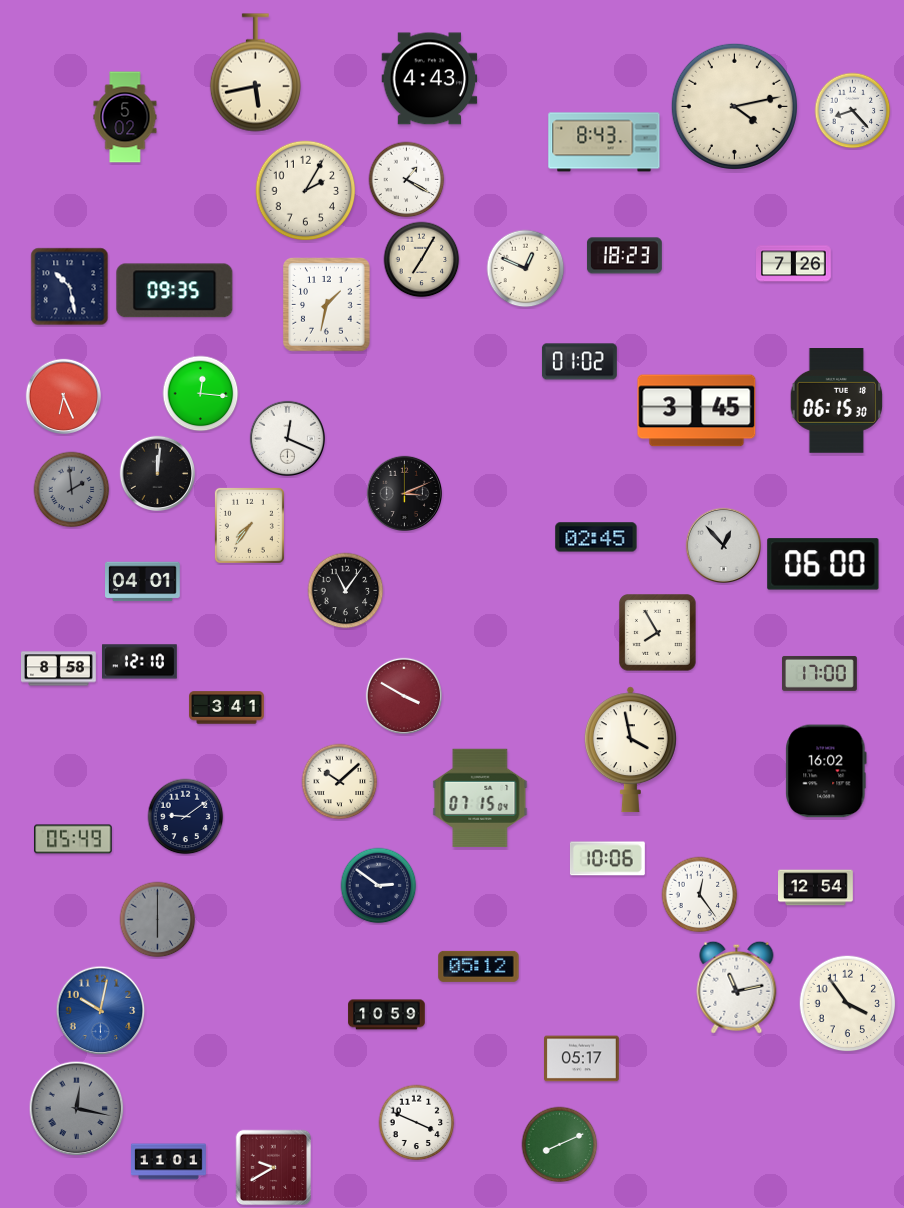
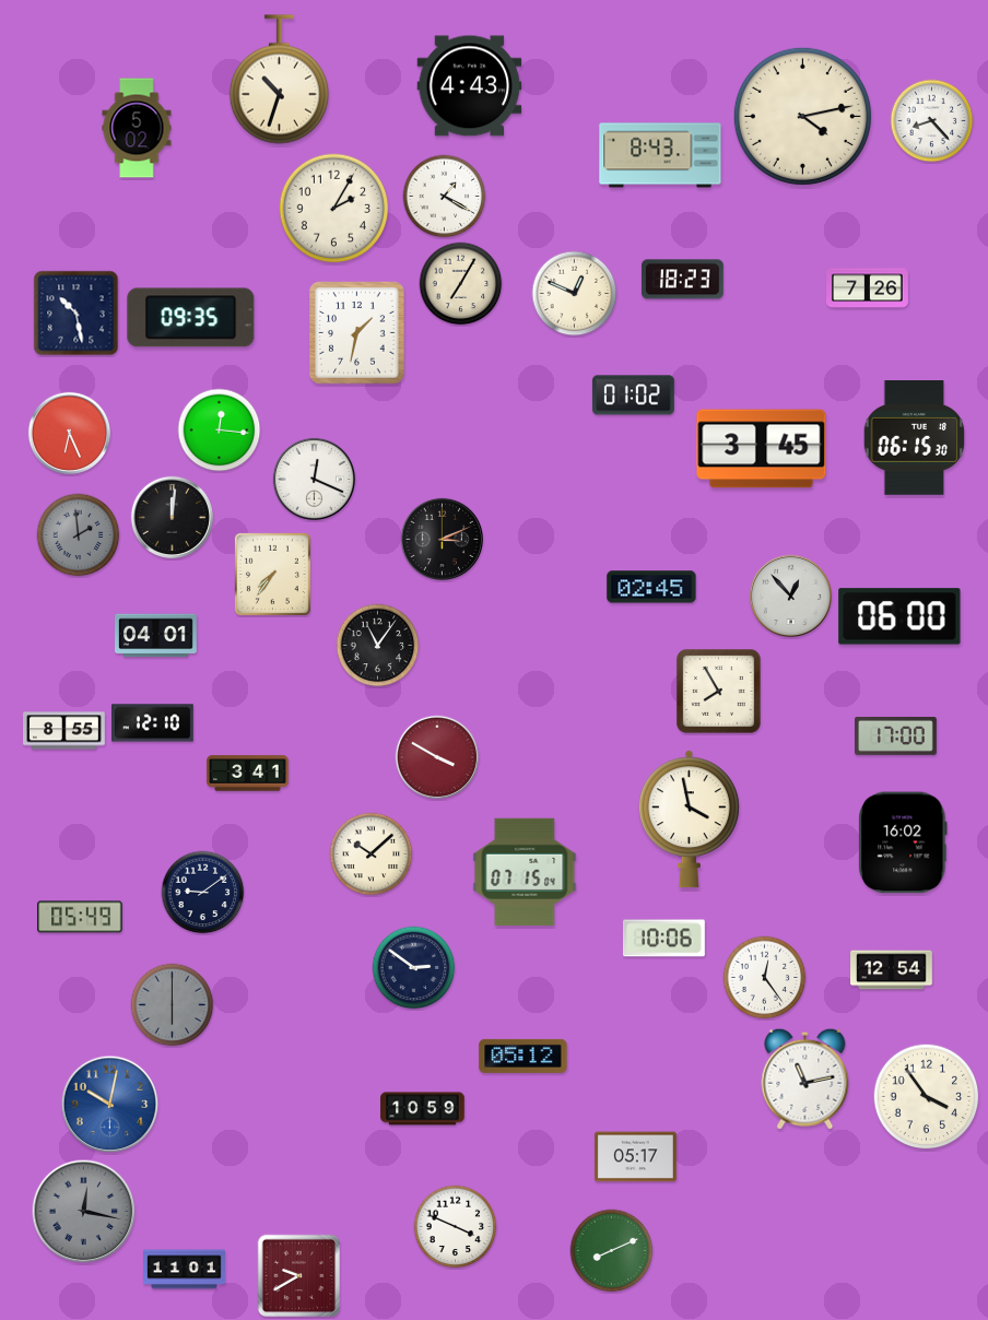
clock at (255, 73): 5:43 -> 10:33
clock at (59, 669): 8:58 -> 8:55
clock at (403, 695) position: (403, 695) -> (436, 756)
